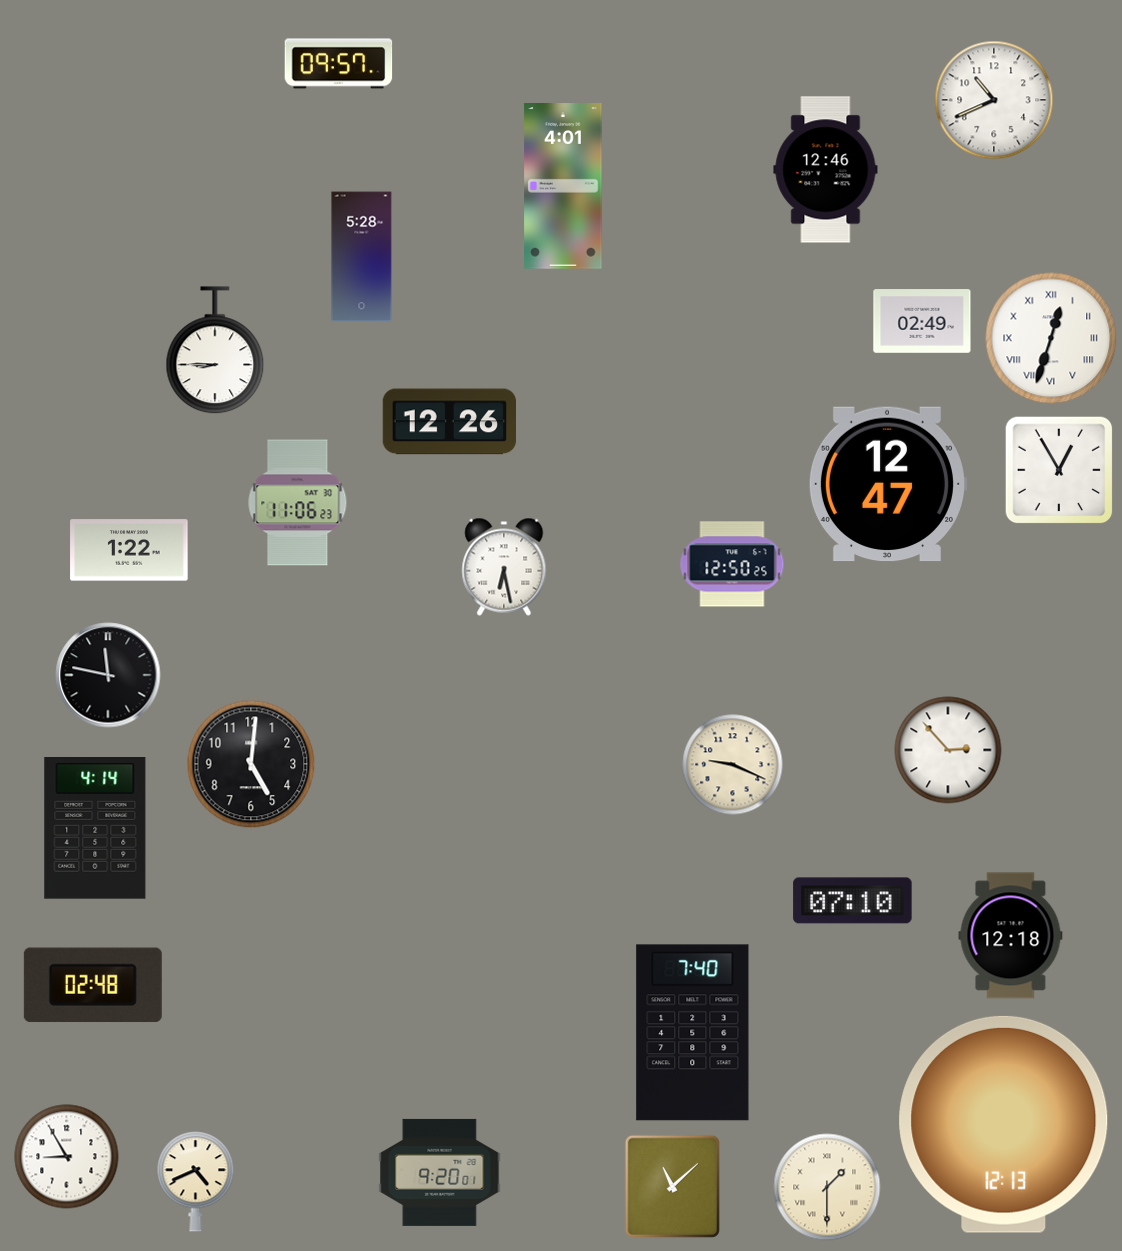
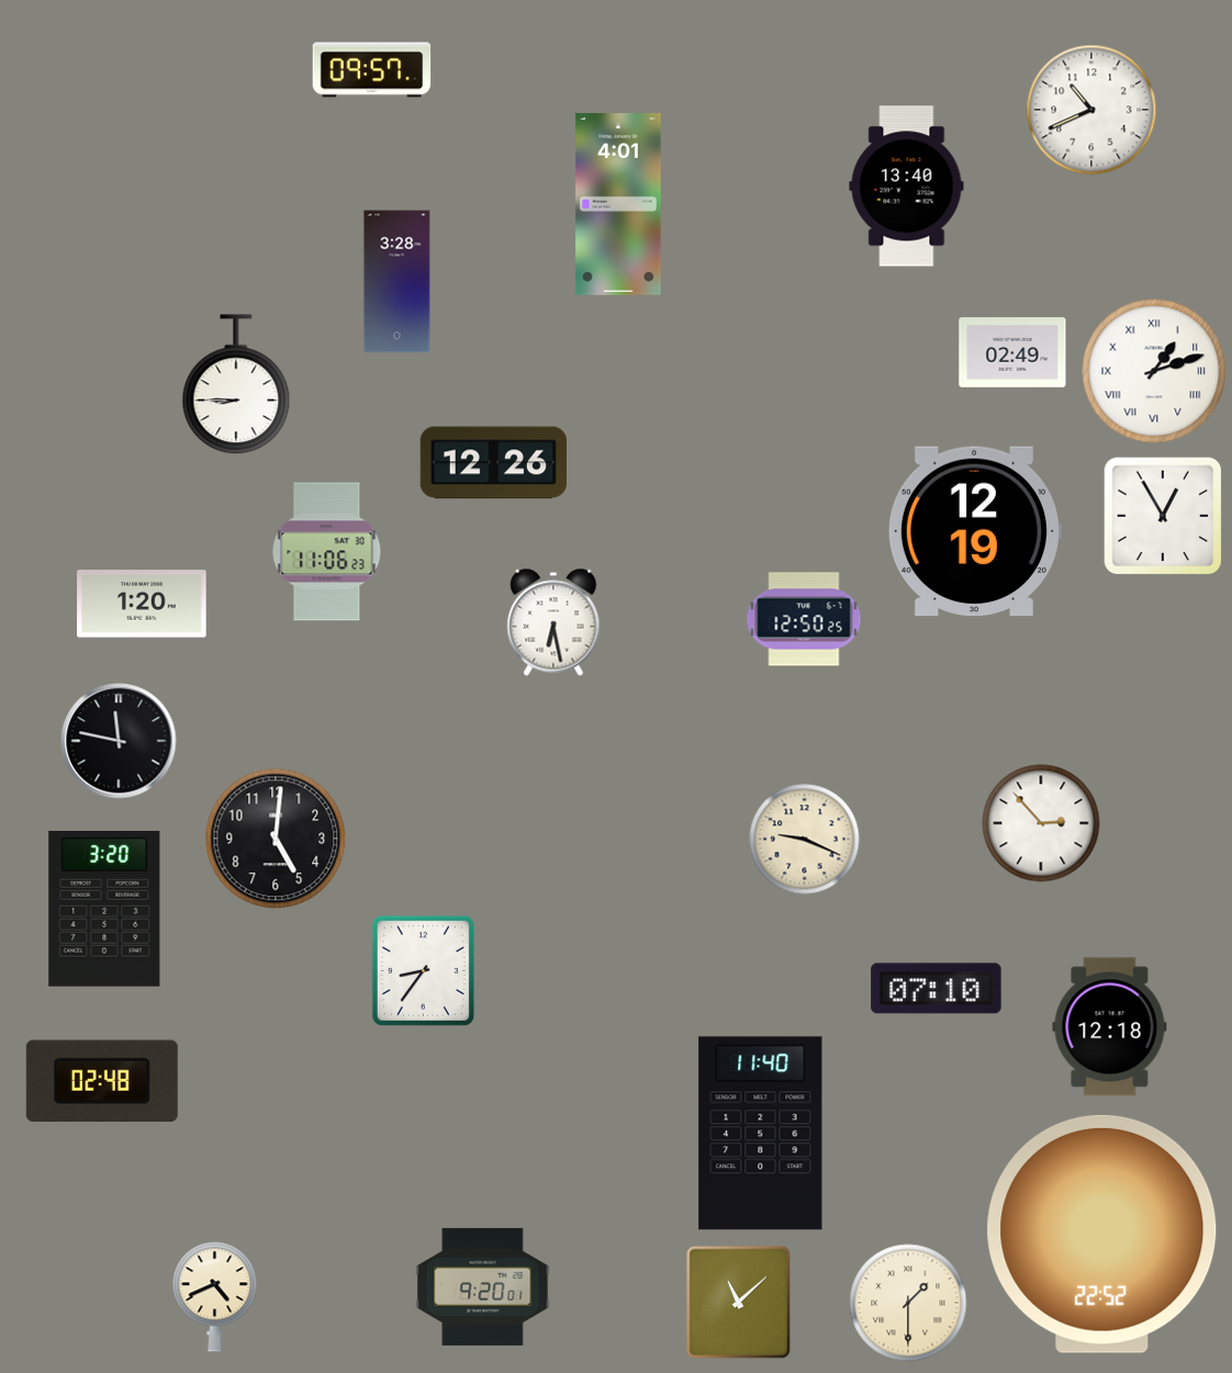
clock at (826, 170): 12:46 -> 13:40
clock at (362, 257): 5:28 -> 3:28
clock at (1051, 338): 12:33 -> 1:12
clock at (887, 484): 12:47 -> 12:19
clock at (129, 550): 1:22 -> 1:20
clock at (95, 829): 4:14 -> 3:20
clock at (423, 970): none -> 8:36
clock at (693, 1033): 7:40 -> 11:40
clock at (1004, 1124): 12:13 -> 22:52
clock at (67, 1157): 8:55 -> none
